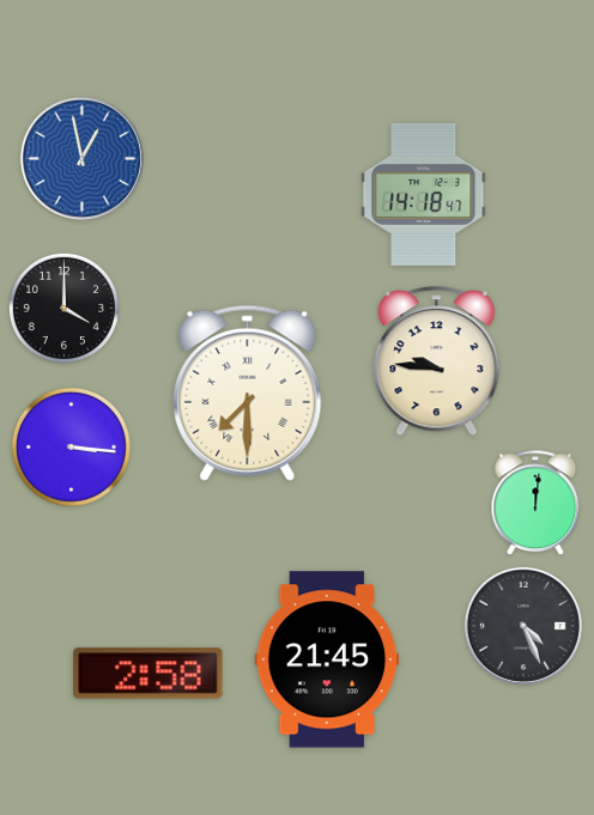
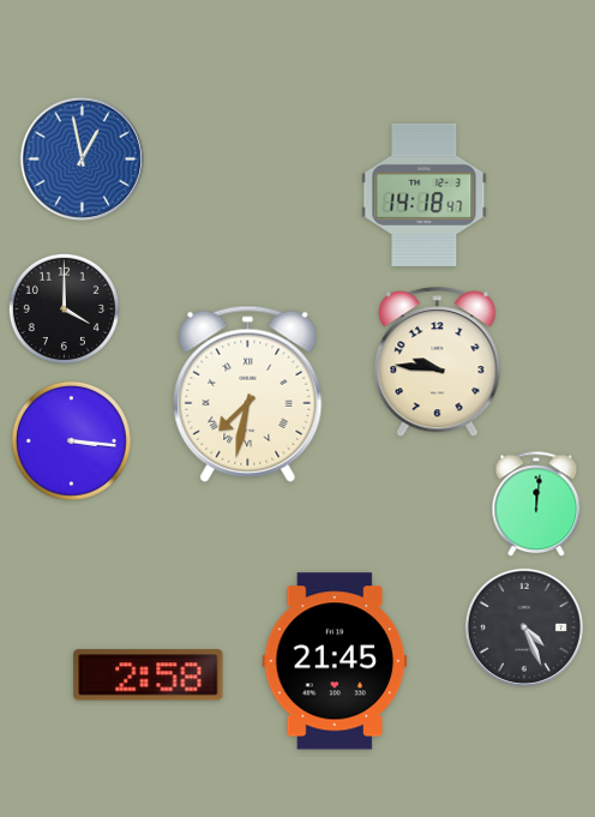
clock at (248, 393): 7:30 -> 7:32
clock at (71, 446) position: (71, 446) -> (71, 440)
clock at (327, 659) position: (327, 659) -> (335, 661)
